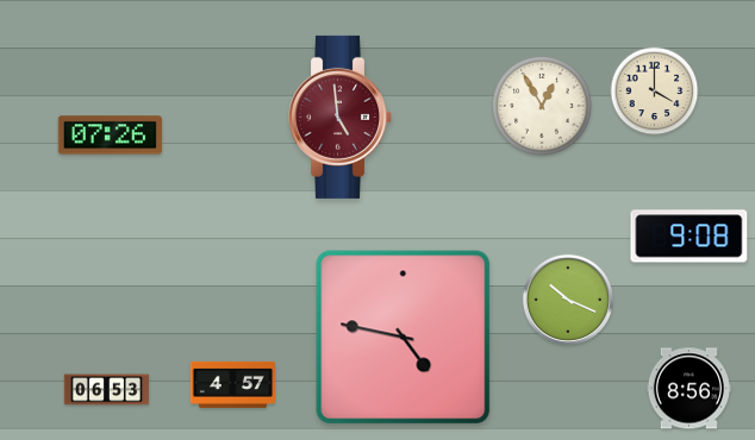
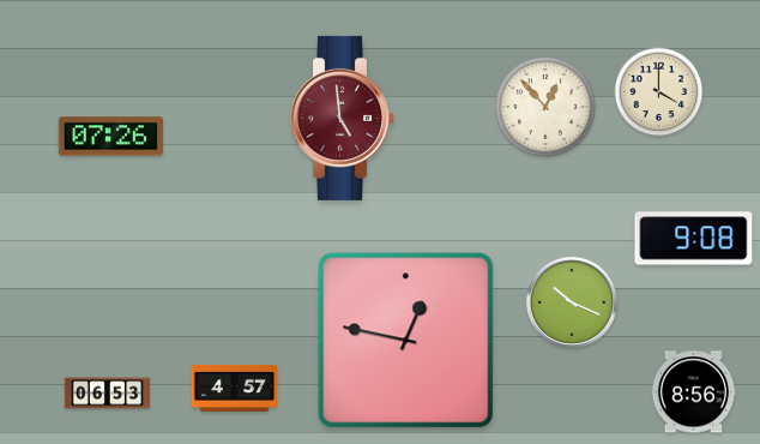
clock at (542, 106): 12:55 -> 12:53
clock at (404, 338): 4:47 -> 12:47
